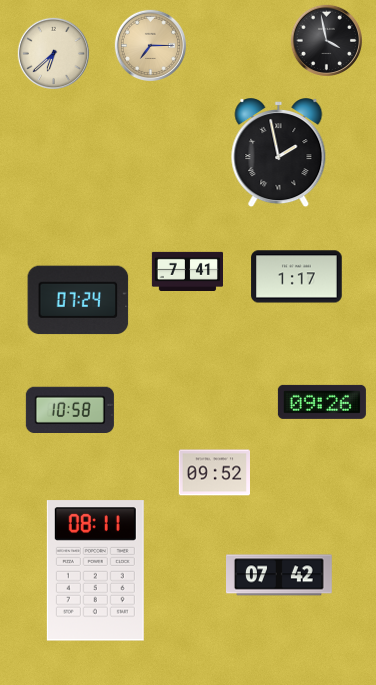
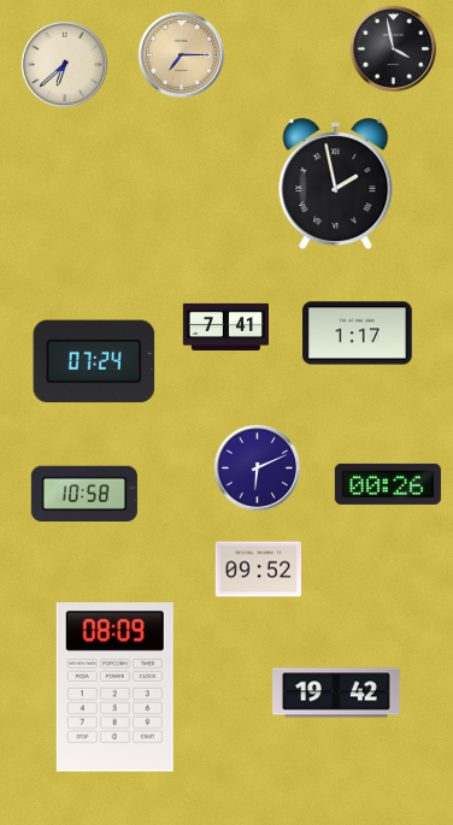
clock at (257, 467): none -> 6:11
clock at (322, 402): 09:26 -> 00:26
clock at (95, 571): 08:11 -> 08:09
clock at (280, 575): 07:42 -> 19:42
